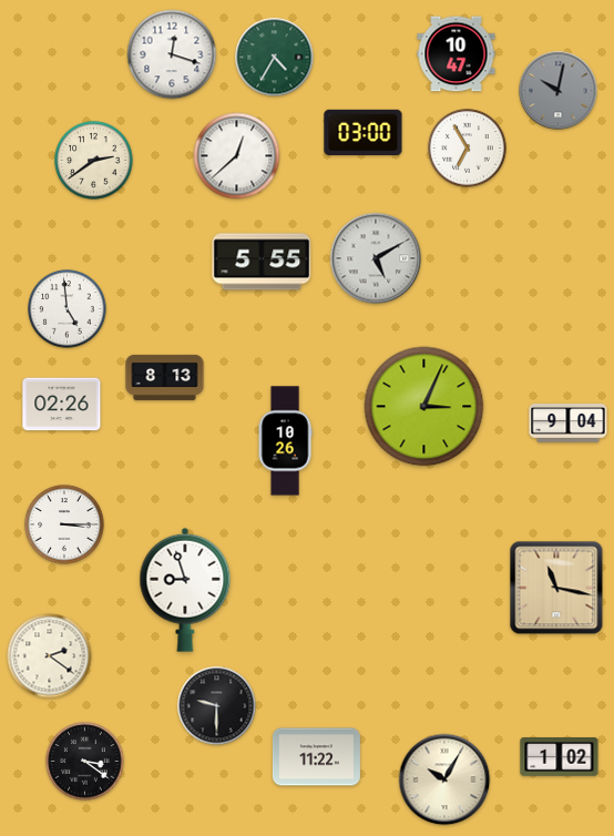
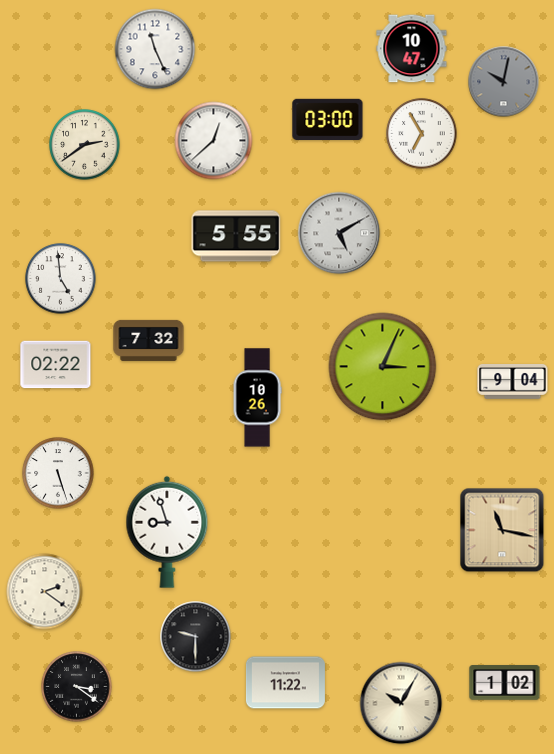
clock at (172, 54): 12:18 -> 11:26
clock at (275, 58): 4:35 -> none
clock at (165, 377): 8:13 -> 7:32
clock at (62, 405): 02:26 -> 02:22
clock at (64, 524): 3:15 -> 5:27
